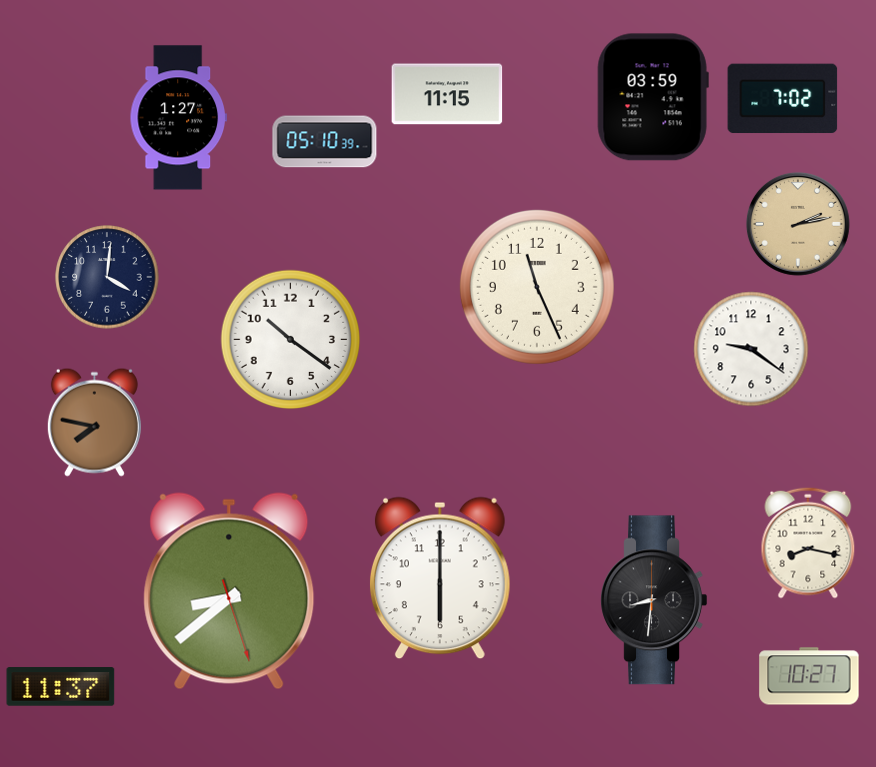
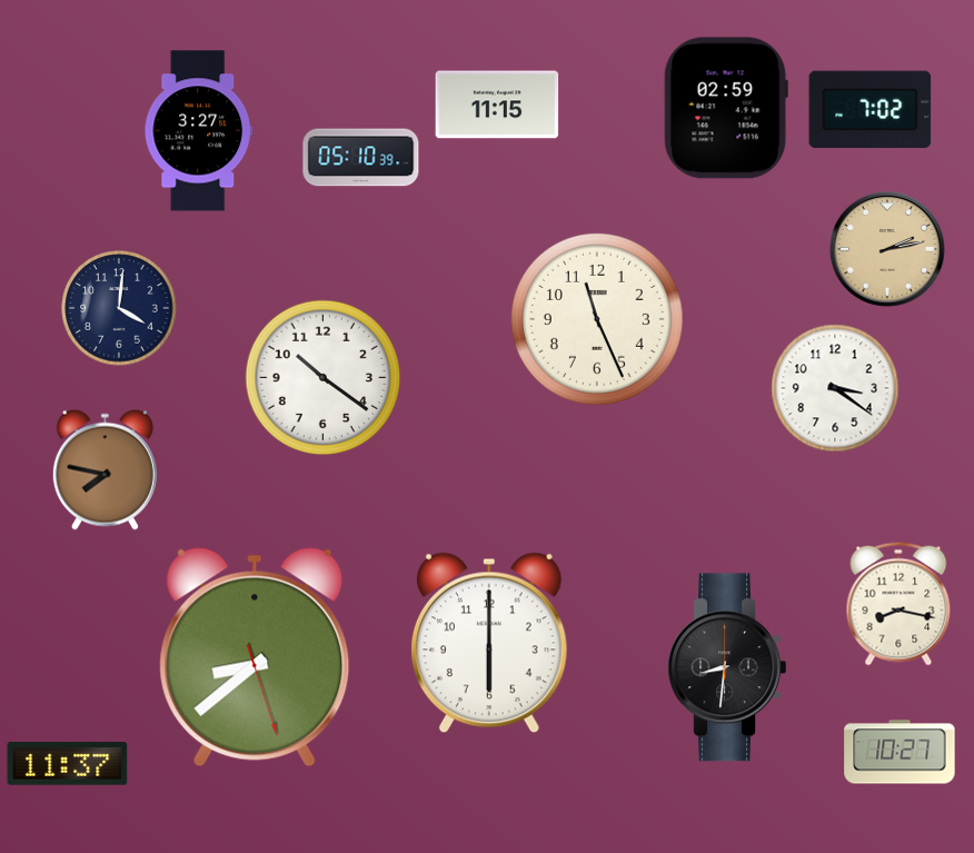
clock at (653, 97): 03:59 -> 02:59
clock at (178, 118): 1:27 -> 3:27
clock at (751, 349): 9:21 -> 3:21
